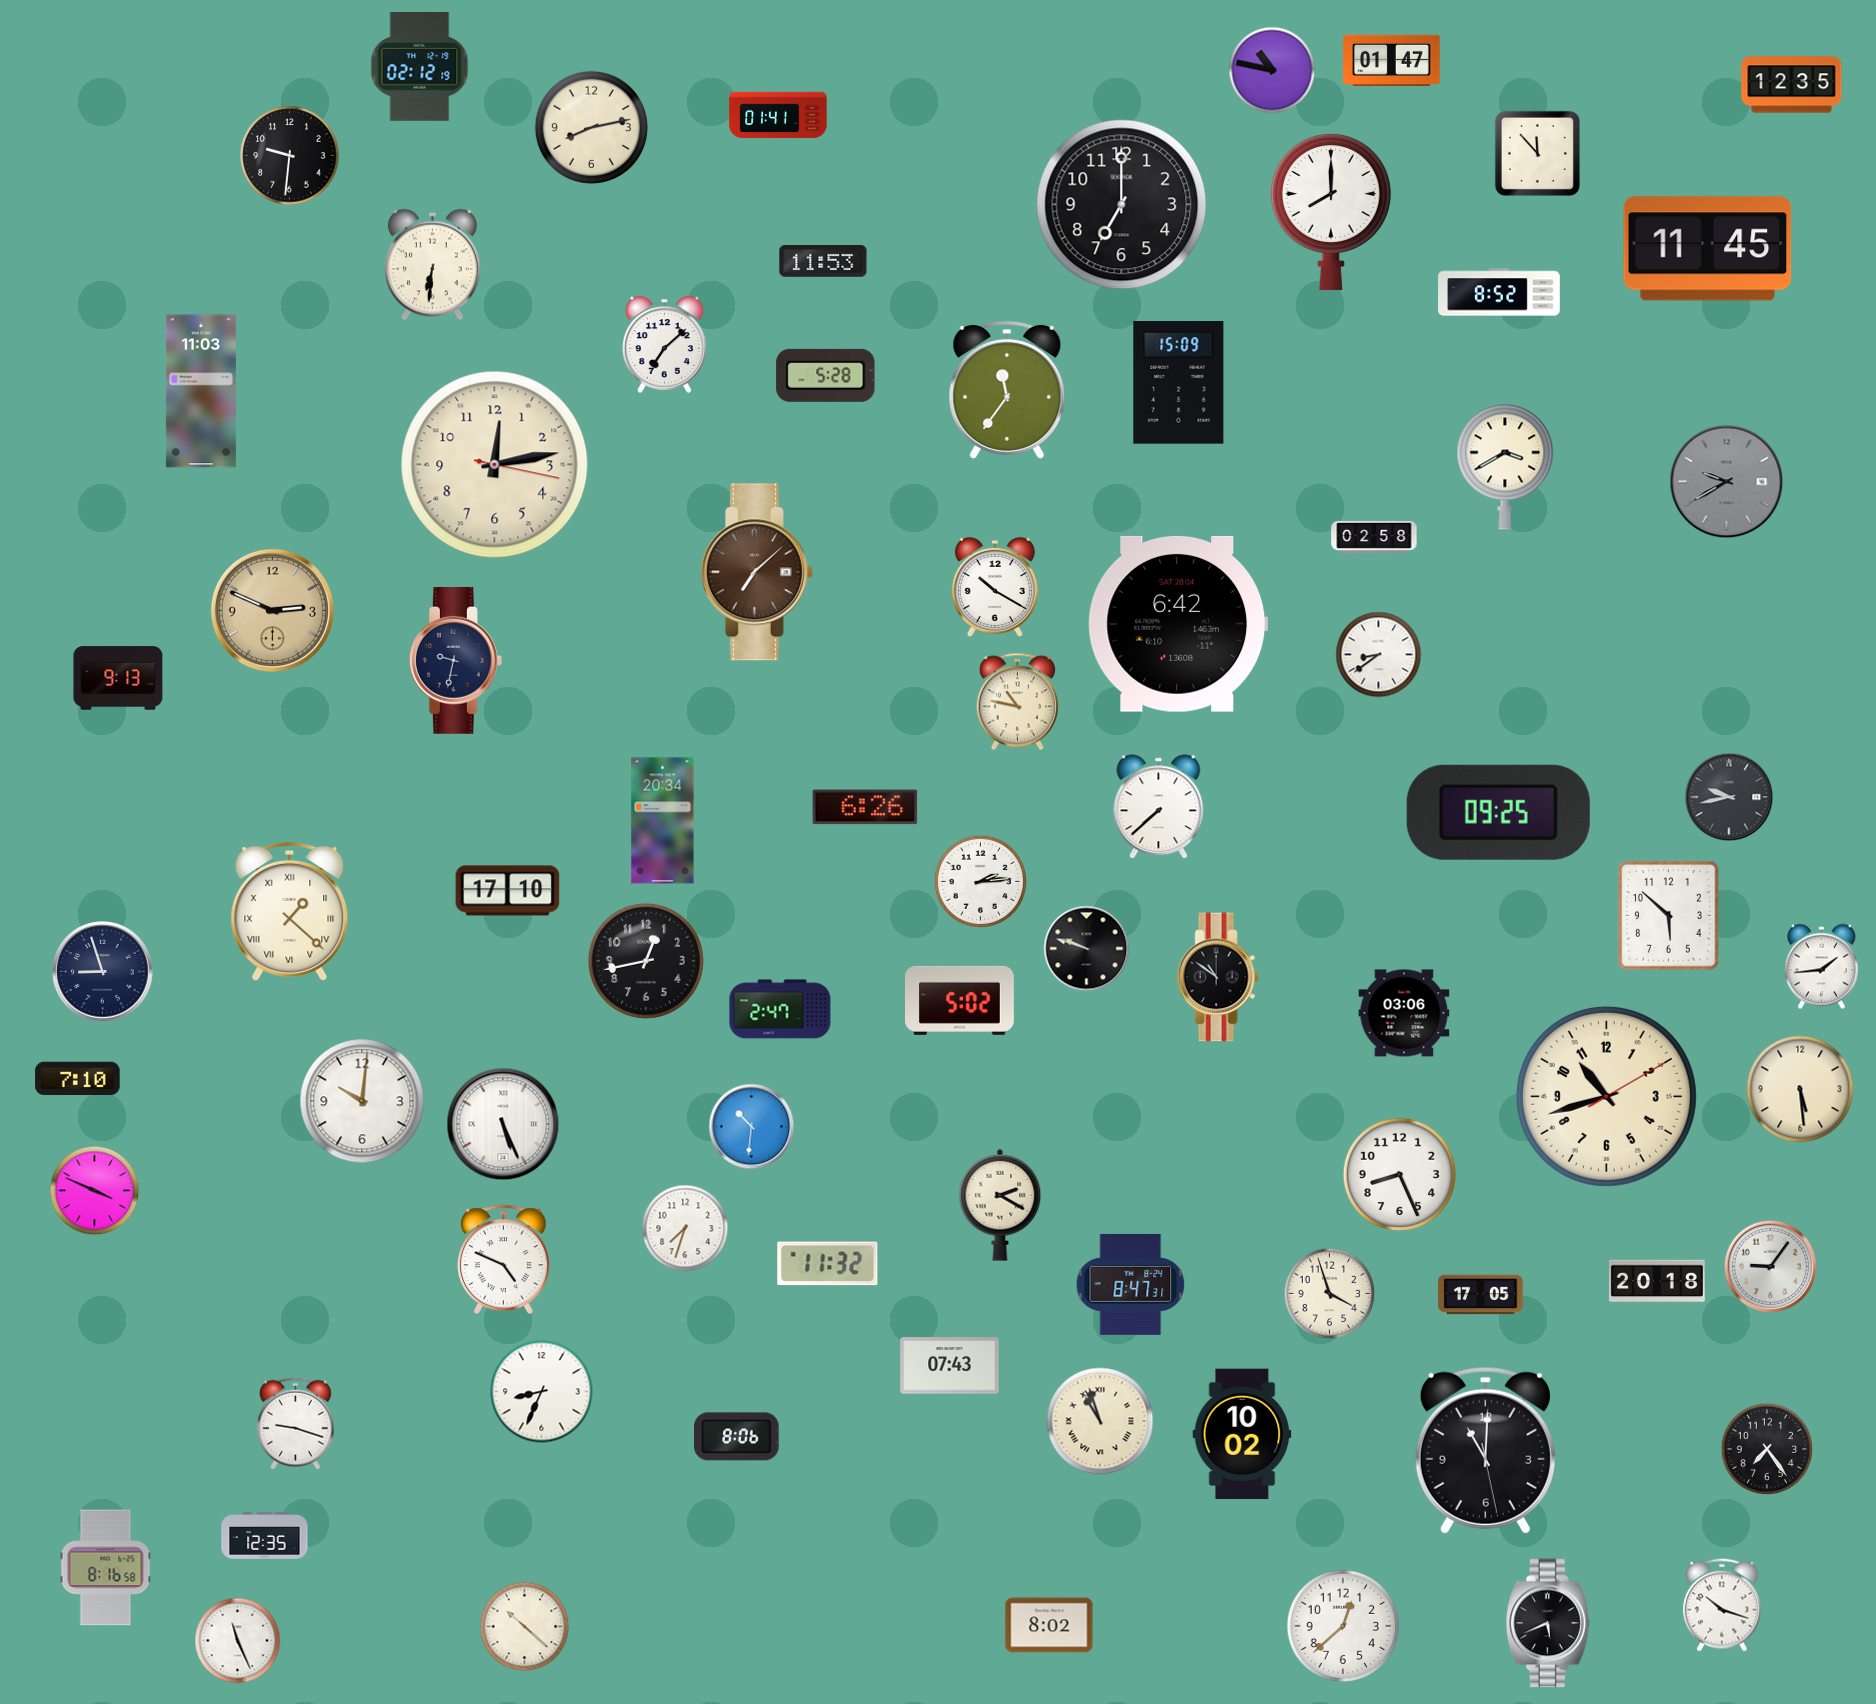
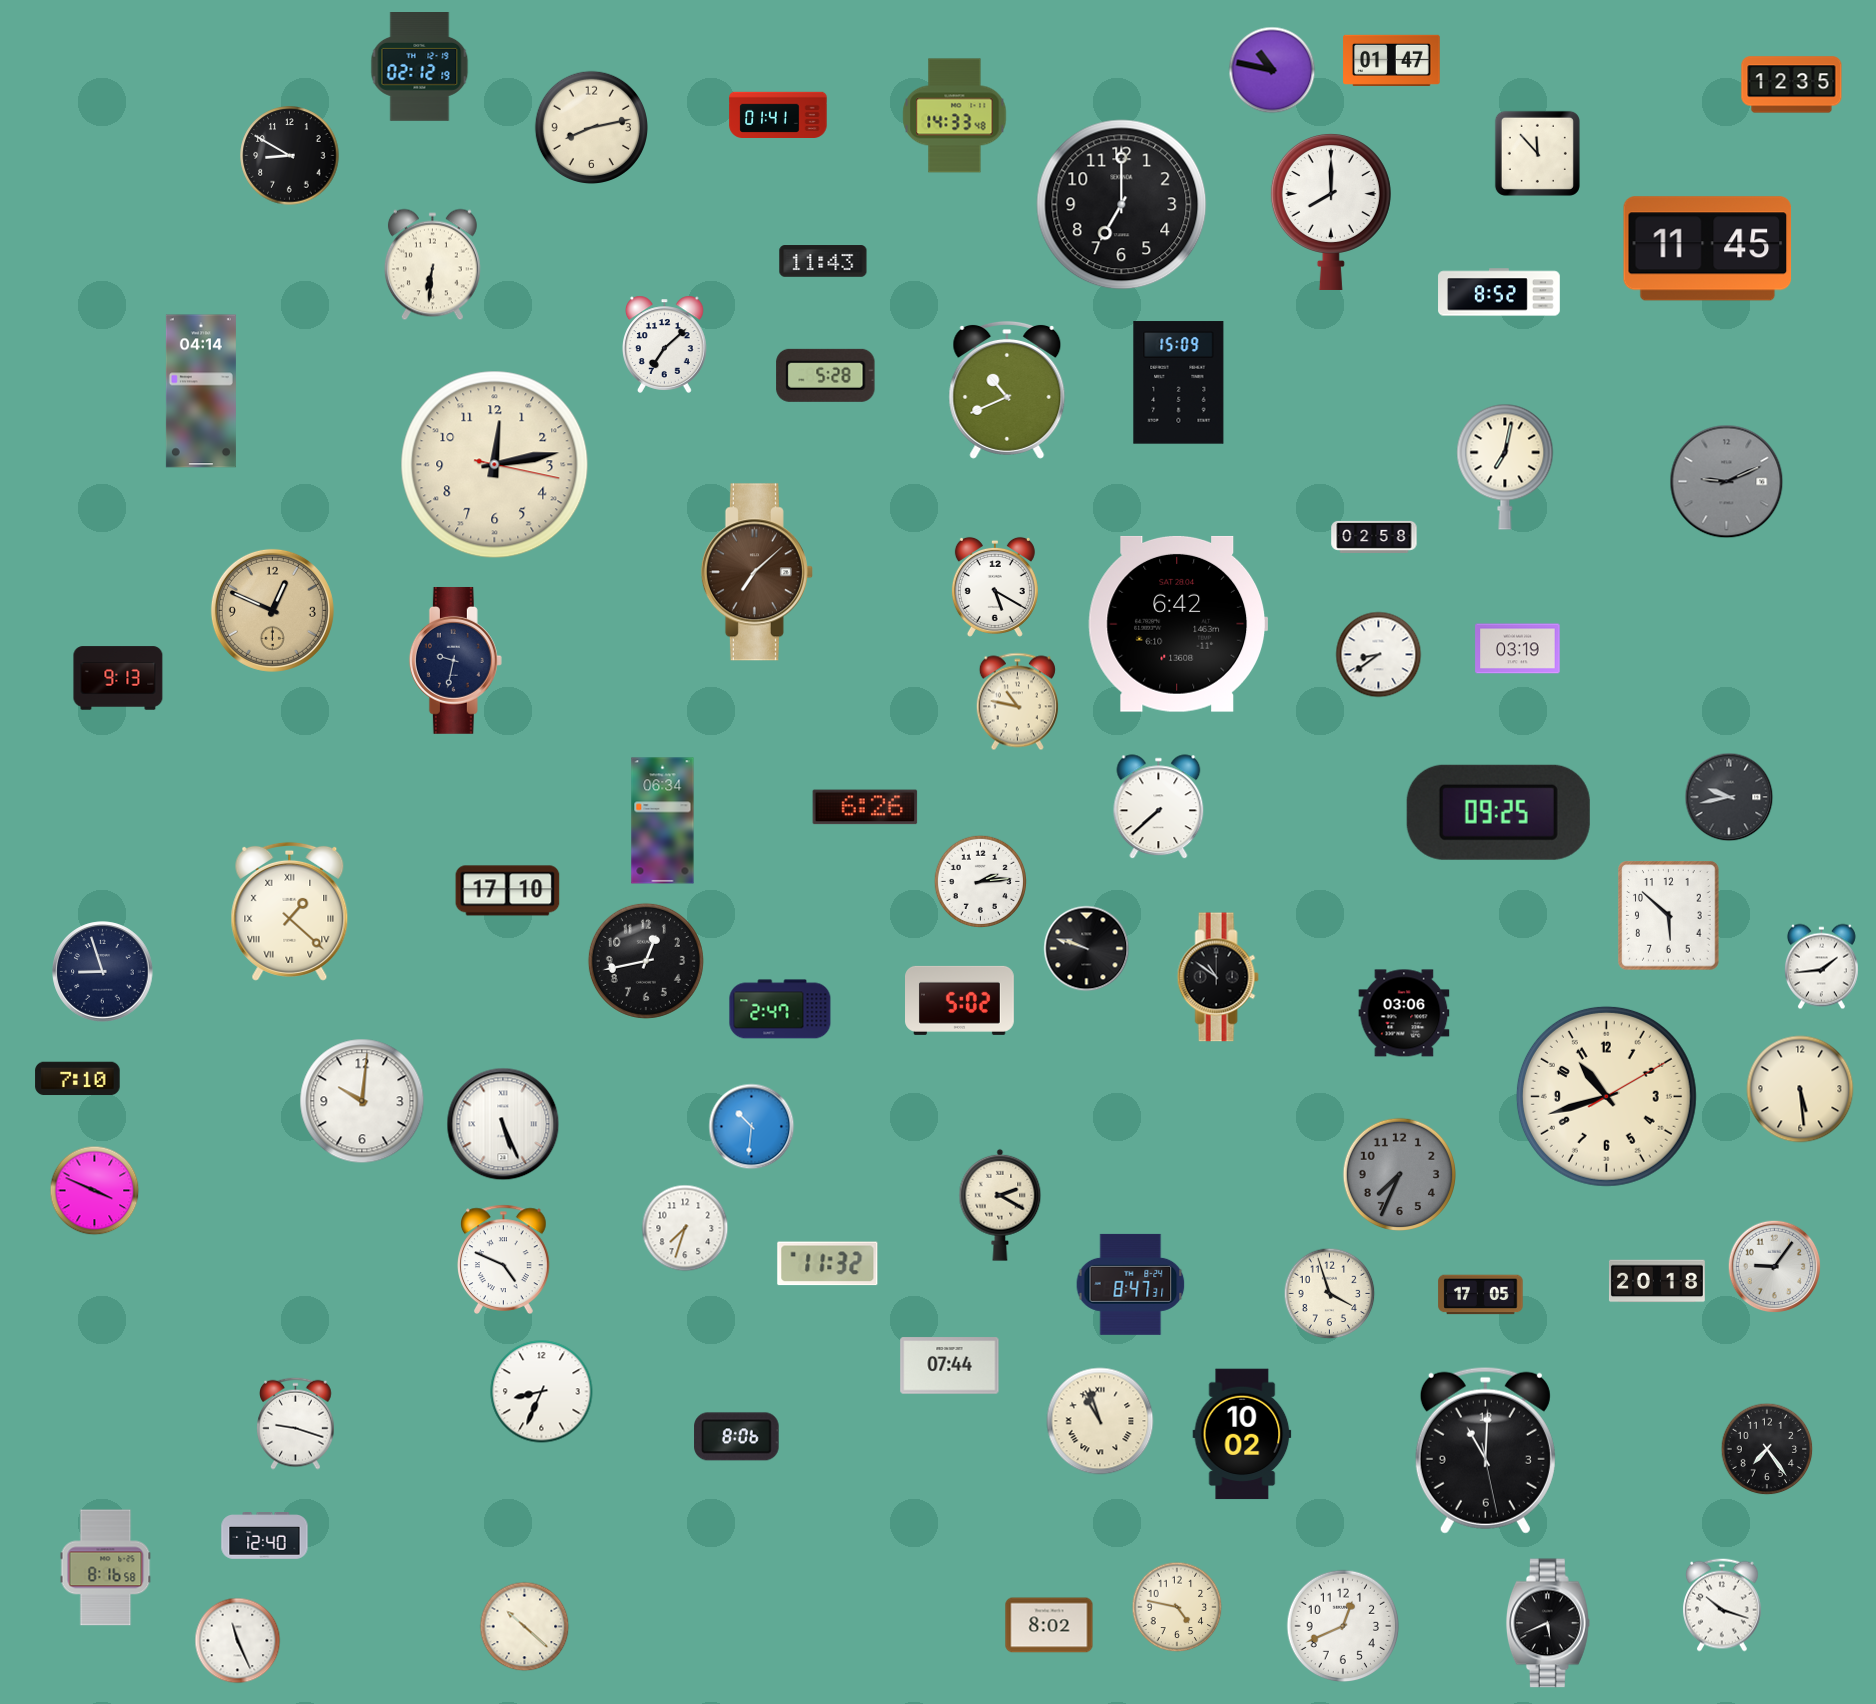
clock at (955, 116): none -> 14:33
clock at (290, 156): 9:31 -> 8:50
clock at (823, 261): 11:53 -> 11:43
clock at (1007, 390): 11:36 -> 10:41
clock at (201, 391): 11:03 -> 04:14
clock at (1505, 467): 3:40 -> 7:02
clock at (1727, 482): 9:40 -> 9:11
clock at (995, 587): 10:20 -> 5:20
clock at (272, 610): 2:49 -> 12:49
clock at (1518, 649): none -> 03:19
clock at (663, 821): 20:34 -> 06:34
clock at (1399, 1174): 8:26 -> 7:34
clock at (1399, 1174) dial: white -> grey
clock at (1771, 1267) position: (1771, 1267) -> (1775, 1267)
clock at (950, 1366): 07:43 -> 07:44
clock at (265, 1536): 12:35 -> 12:40
clock at (1177, 1607): none -> 4:47
clock at (1343, 1626): 12:38 -> 12:41
